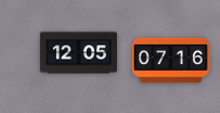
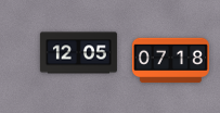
clock at (170, 61): 07:16 -> 07:18
